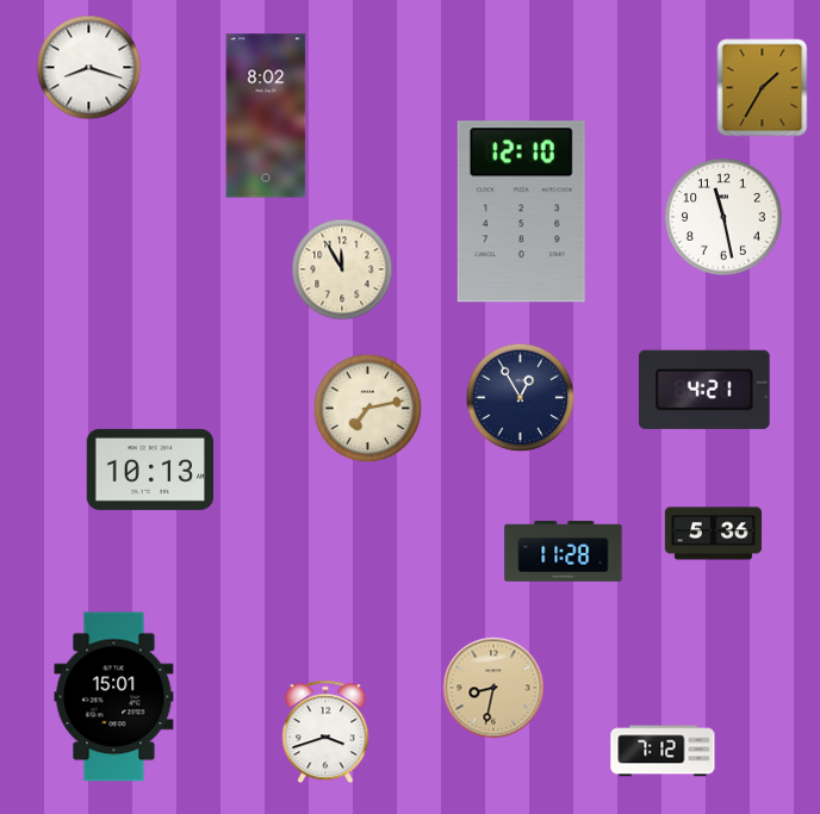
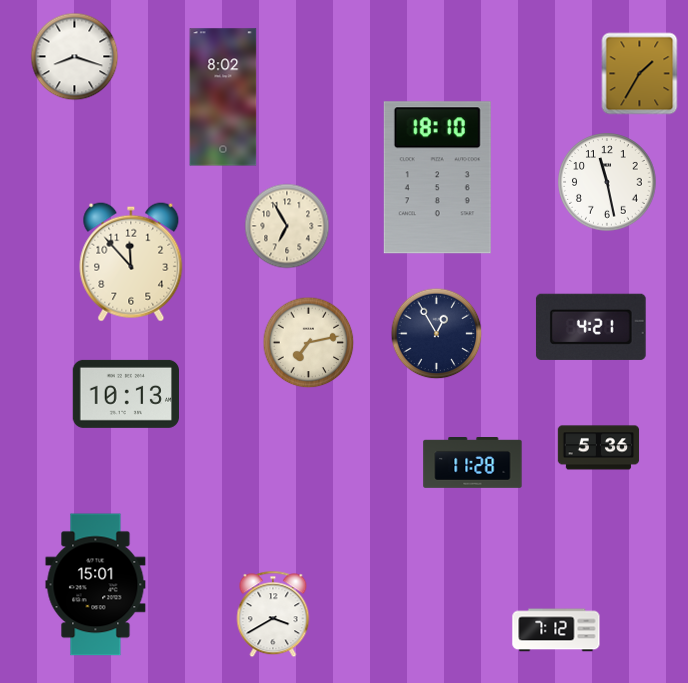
clock at (521, 212): 12:10 -> 18:10
clock at (342, 269): 11:55 -> 6:55
clock at (131, 262): none -> 11:53
clock at (493, 688): 8:32 -> none
clock at (325, 732): 3:42 -> 3:40
